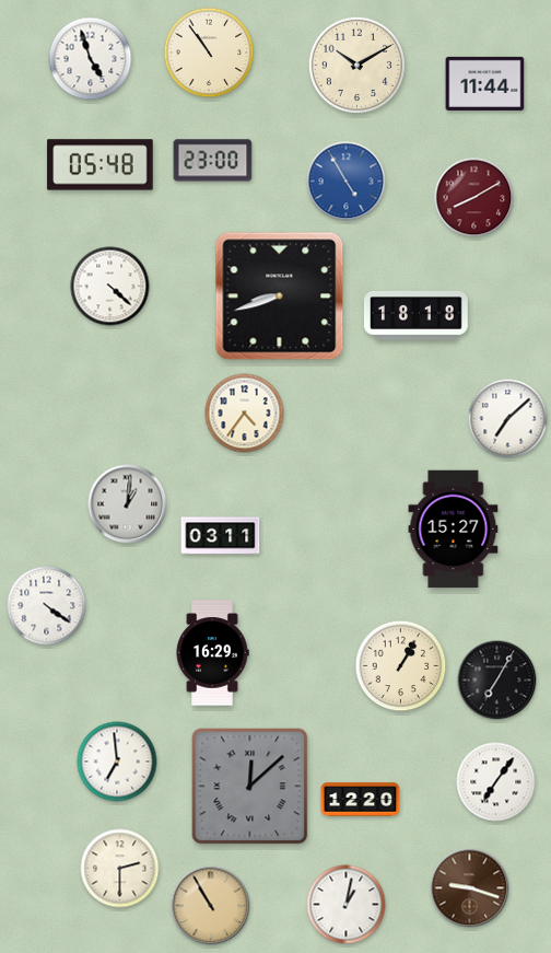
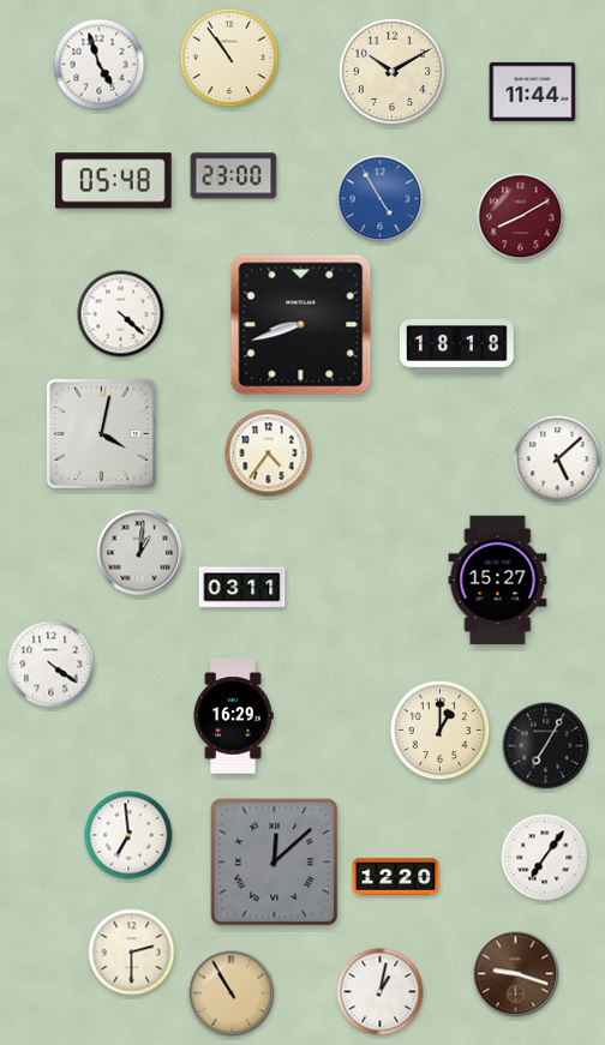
clock at (101, 165) position: (101, 165) -> (114, 181)
clock at (280, 297) position: (280, 297) -> (301, 325)
clock at (101, 433): none -> 4:02
clock at (508, 419): 7:08 -> 5:08
clock at (401, 666): 1:05 -> 1:00
